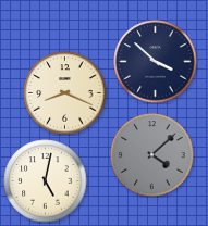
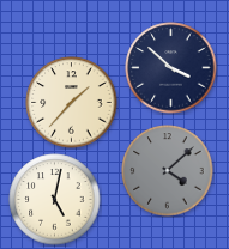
clock at (65, 93): 8:19 -> 1:37
clock at (46, 181) position: (46, 181) -> (55, 200)
